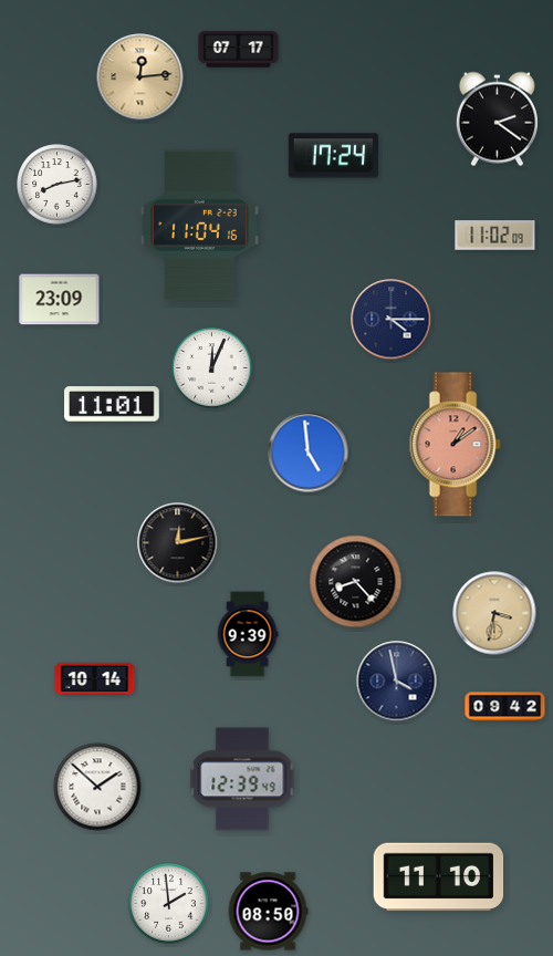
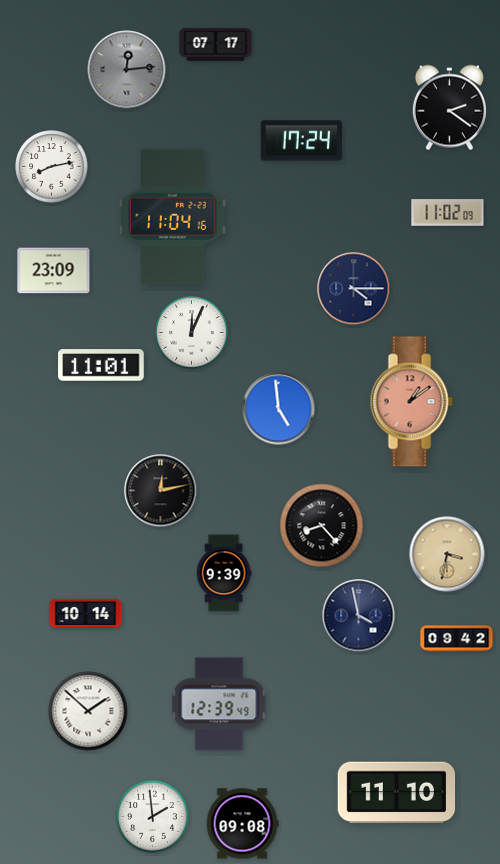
clock at (140, 77) dial: champagne -> grey
clock at (200, 226) position: (200, 226) -> (173, 217)
clock at (268, 912): 08:50 -> 09:08
